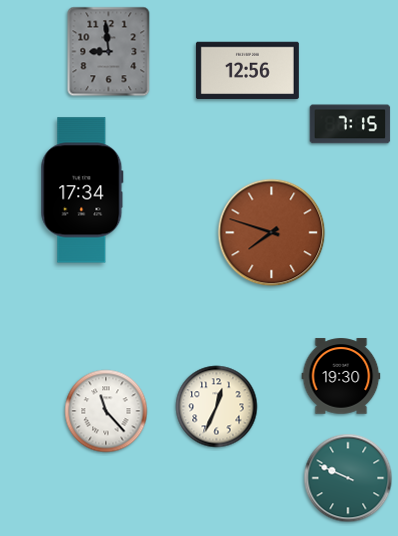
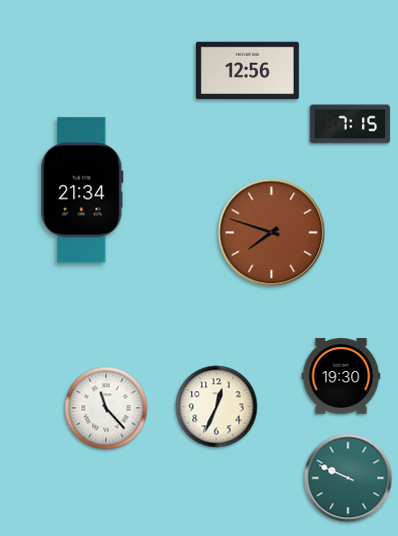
clock at (109, 52): 8:59 -> none
clock at (82, 190): 17:34 -> 21:34
clock at (106, 411) position: (106, 411) -> (106, 408)
